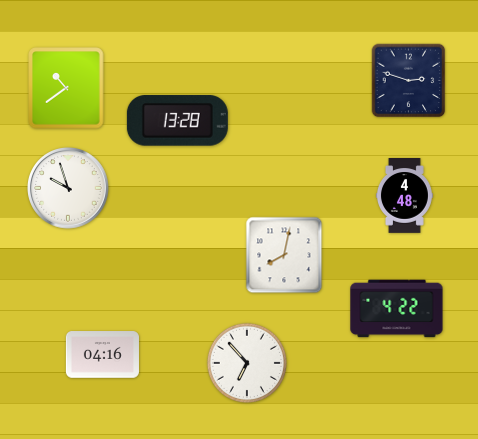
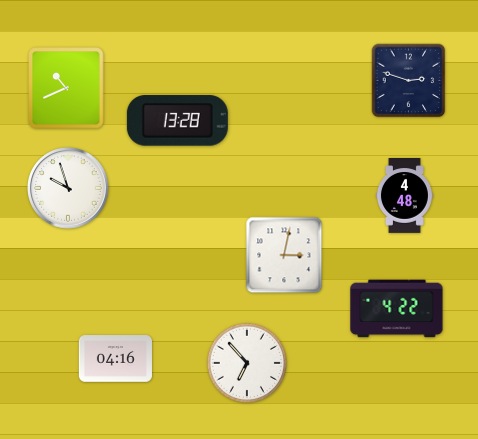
clock at (66, 88): 10:39 -> 10:41
clock at (284, 255): 8:02 -> 3:02
clock at (102, 355) position: (102, 355) -> (115, 359)
